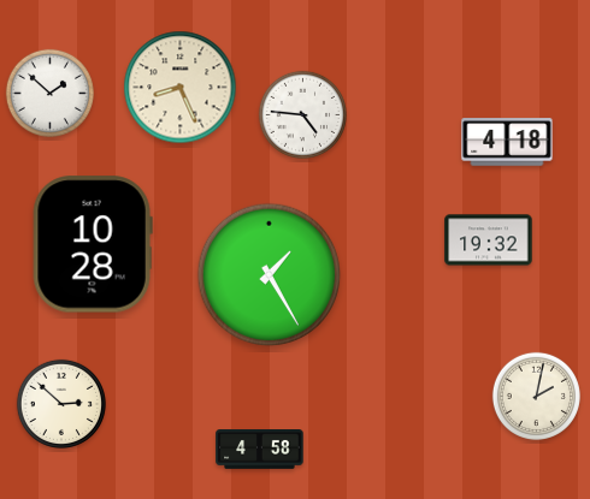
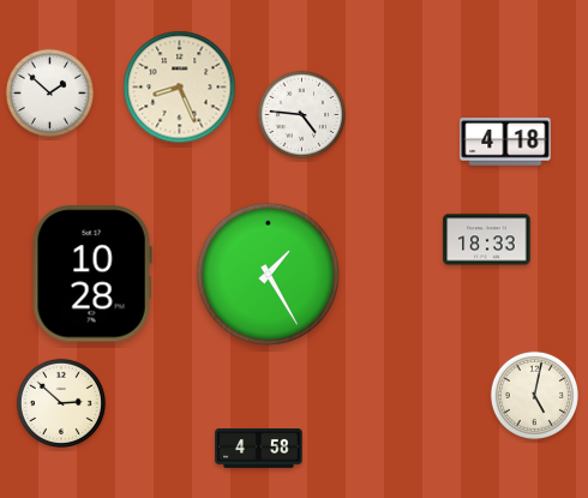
clock at (489, 240): 19:32 -> 18:33
clock at (93, 244) position: (93, 244) -> (92, 274)
clock at (536, 396): 2:02 -> 5:02
